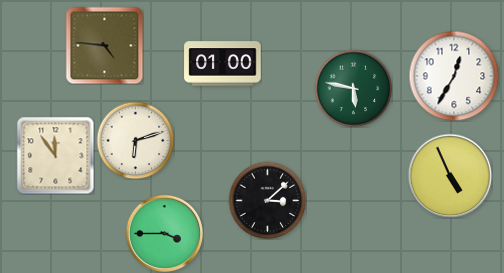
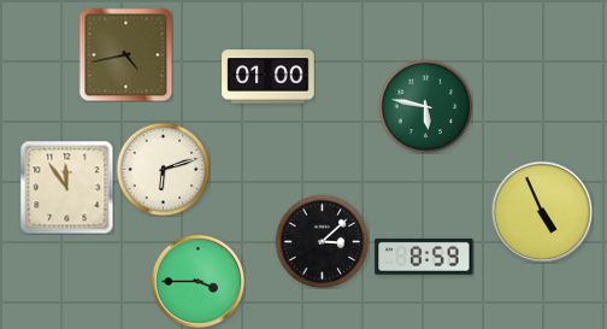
clock at (104, 45): 4:46 -> 4:43
clock at (454, 76): 12:35 -> none
clock at (424, 257): none -> 8:59
